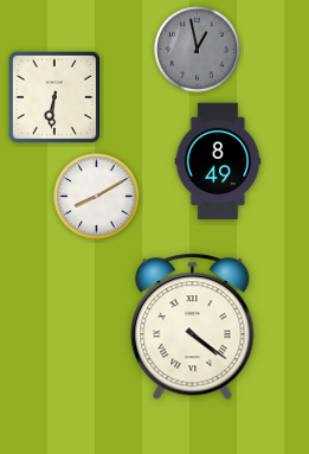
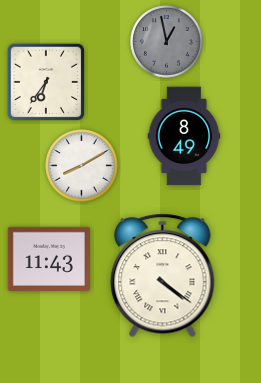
clock at (54, 97): 6:31 -> 6:36
clock at (49, 259): none -> 11:43
